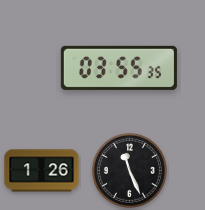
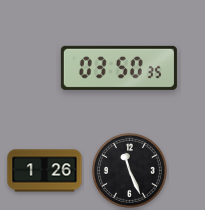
clock at (119, 68): 03:55 -> 03:50
clock at (42, 171) position: (42, 171) -> (45, 171)
